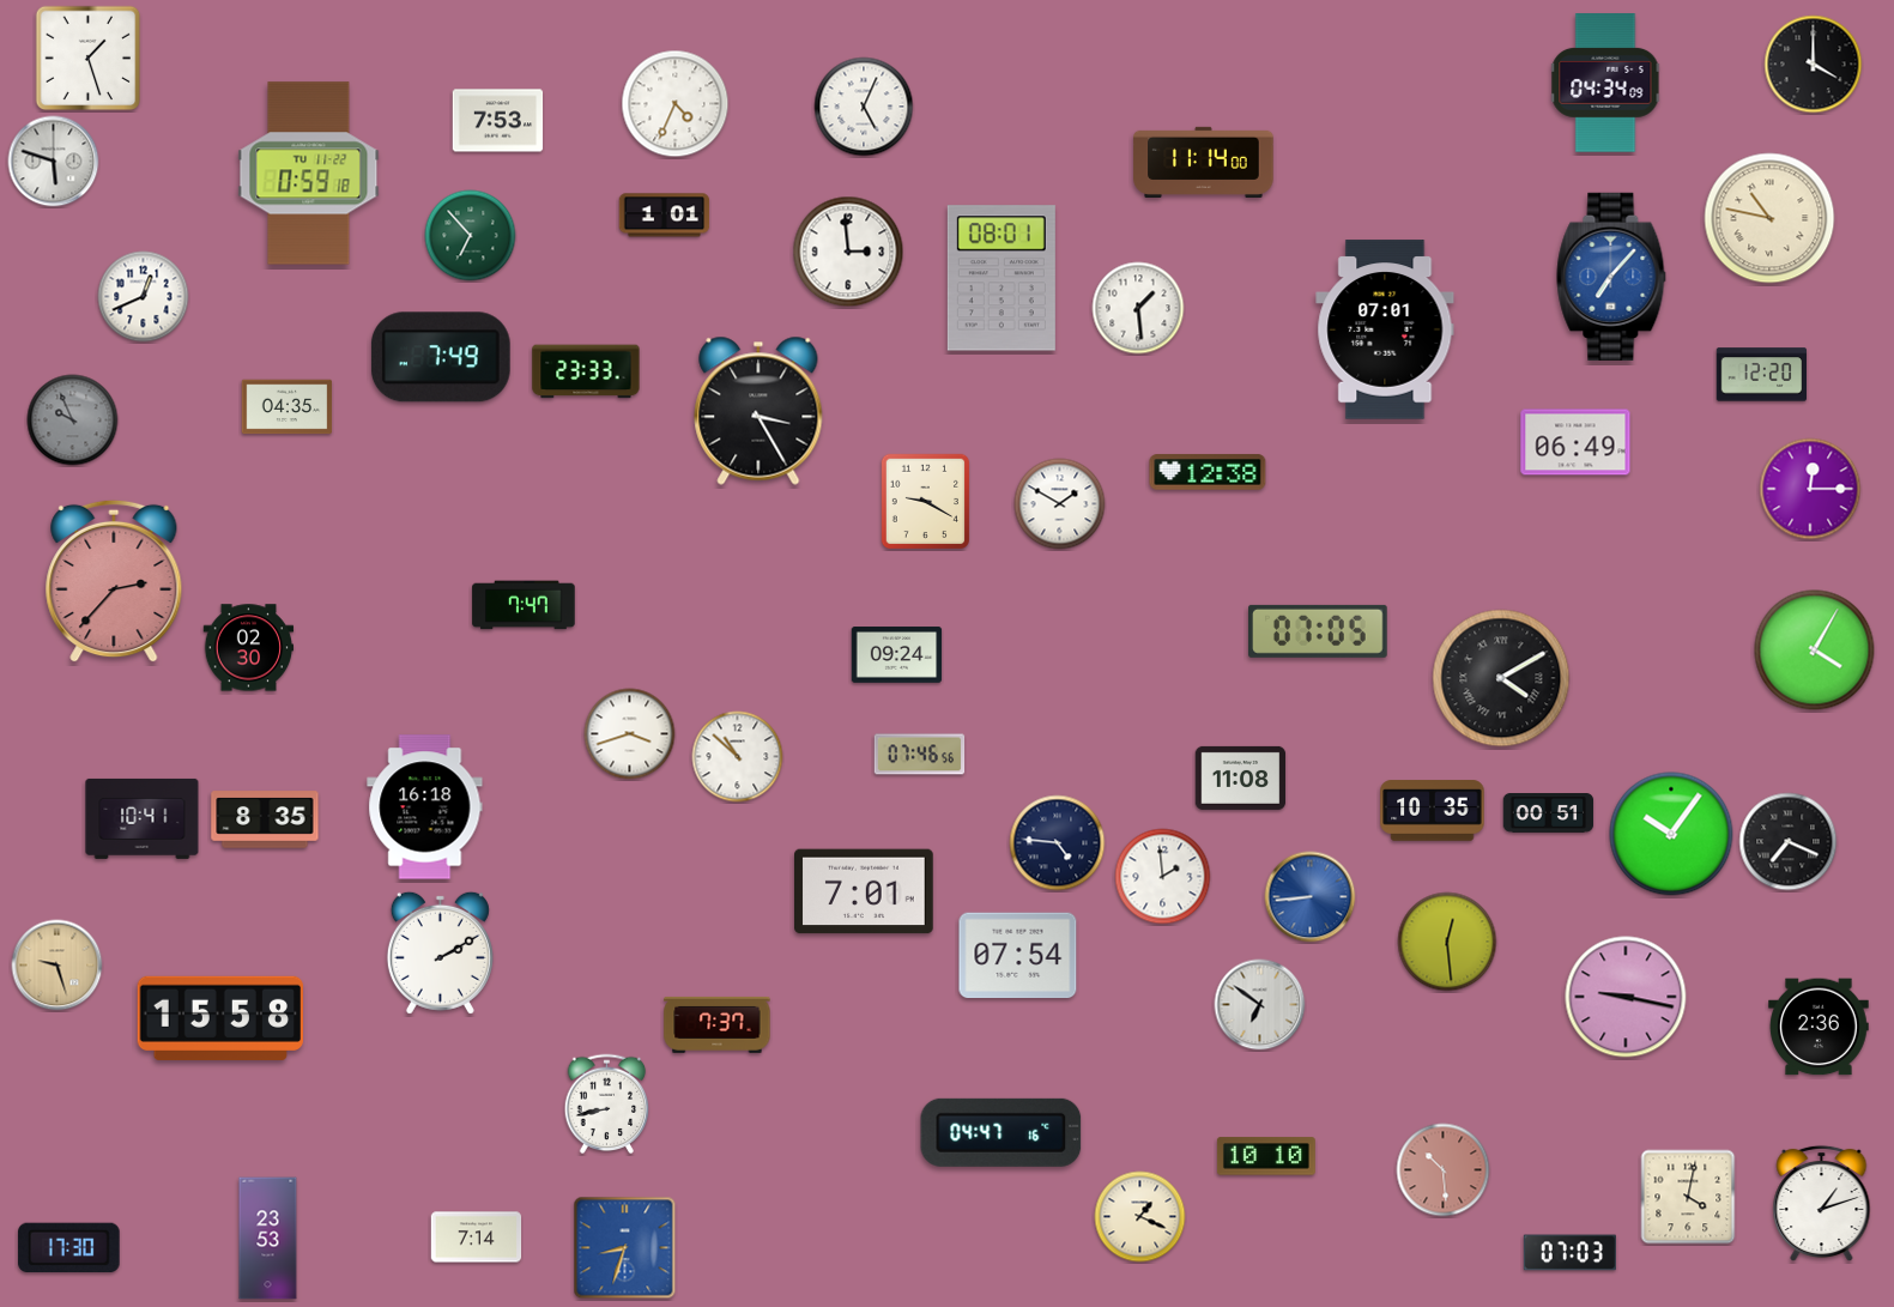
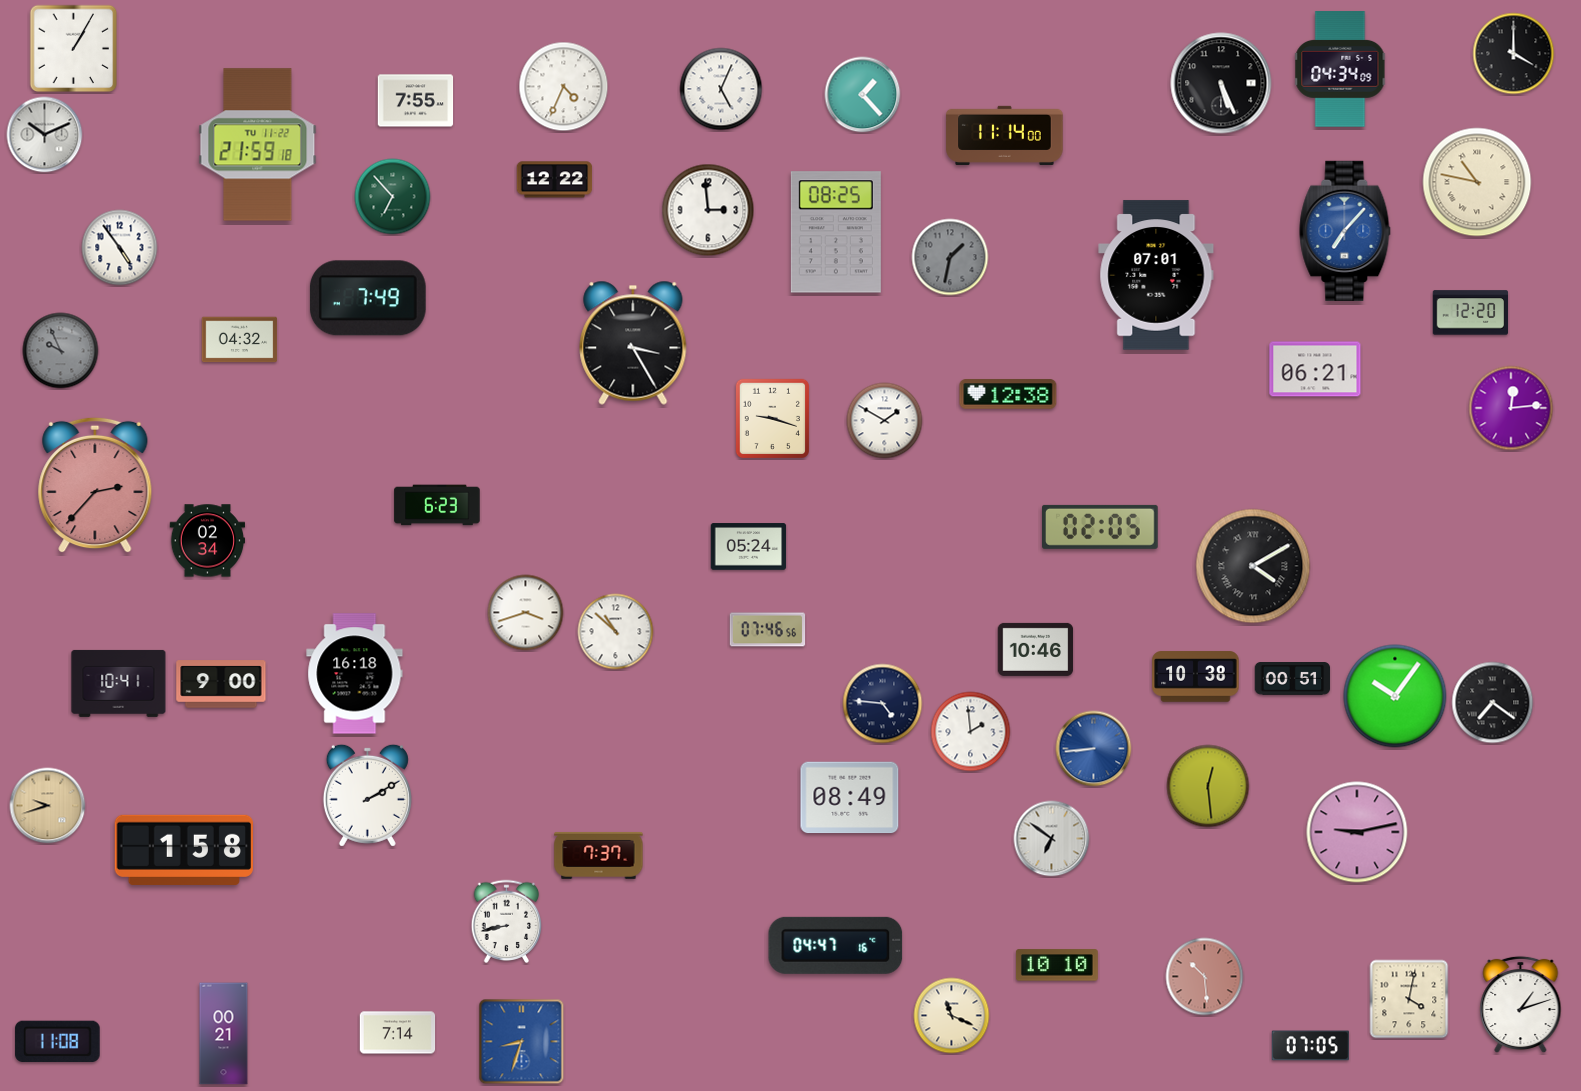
clock at (89, 59): 1:27 -> 1:05
clock at (1221, 83): none -> 5:26
clock at (863, 95): none -> 1:23
clock at (498, 121): 7:53 -> 7:55
clock at (54, 162): 5:48 -> 10:11
clock at (309, 174): 0:59 -> 21:59
clock at (665, 216): 1:01 -> 12:22
clock at (1002, 278): 08:01 -> 08:25
clock at (144, 297): 12:41 -> 4:54
clock at (1138, 308): 1:29 -> 1:32
clock at (1138, 308) dial: white -> grey
clock at (586, 371): 23:33 -> none
clock at (288, 407): 04:35 -> 04:32
clock at (1575, 442): 06:49 -> 06:21
clock at (1810, 489): 12:15 -> 12:14
clock at (925, 501): 9:20 -> 9:18
clock at (524, 605): 7:47 -> 6:23
clock at (1319, 631): 07:05 -> 02:05
clock at (249, 648): 02:30 -> 02:34
clock at (1815, 651): 4:05 -> none
clock at (897, 655): 09:24 -> 05:24
clock at (1241, 777): 11:08 -> 10:46
clock at (1433, 811): 10:35 -> 10:38
clock at (265, 819): 8:35 -> 9:00
clock at (1789, 842): 7:19 -> 7:21
clock at (865, 891): 7:01 -> none
clock at (1018, 956): 07:54 -> 08:49
clock at (58, 966): 9:27 -> 9:42
clock at (1626, 997): 9:17 -> 9:13
clock at (219, 1018): 15:58 -> 1:58
clock at (1819, 1027): 2:36 -> none
clock at (1140, 1217): 1:19 -> 11:19
clock at (268, 1239): 23:53 -> 00:21
clock at (69, 1248): 17:30 -> 11:08
clock at (1569, 1253): 07:03 -> 07:05
